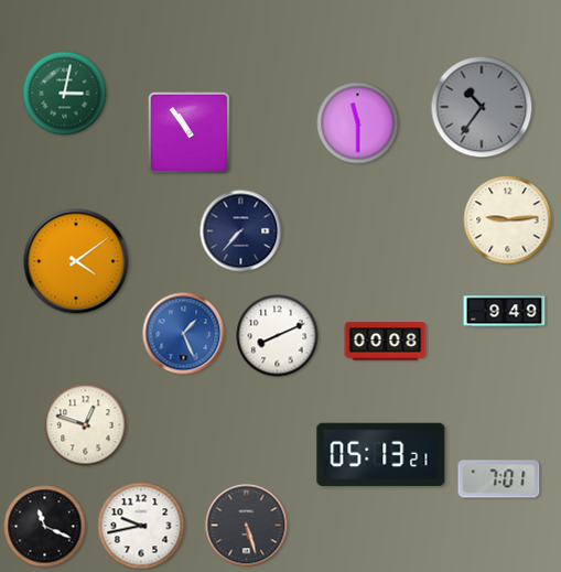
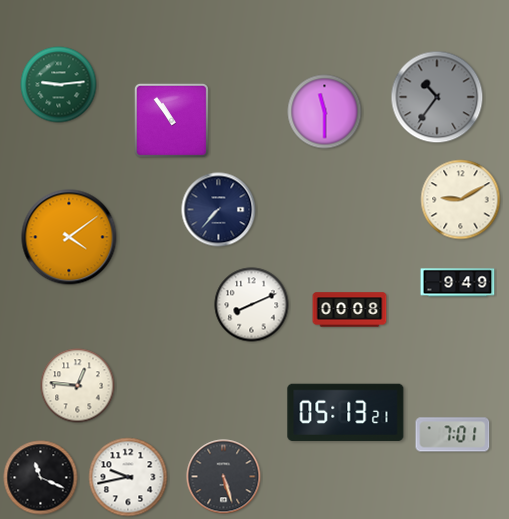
clock at (65, 94): 3:02 -> 9:14
clock at (508, 220): 9:14 -> 9:10
clock at (184, 334): 1:26 -> none
clock at (86, 425): 12:48 -> 12:46
